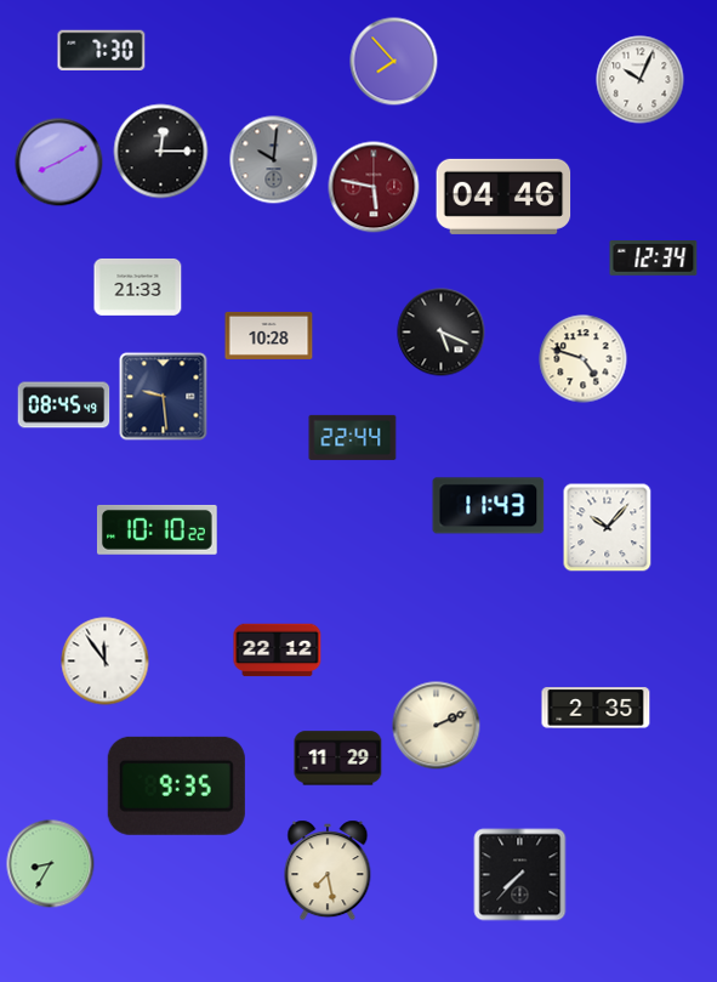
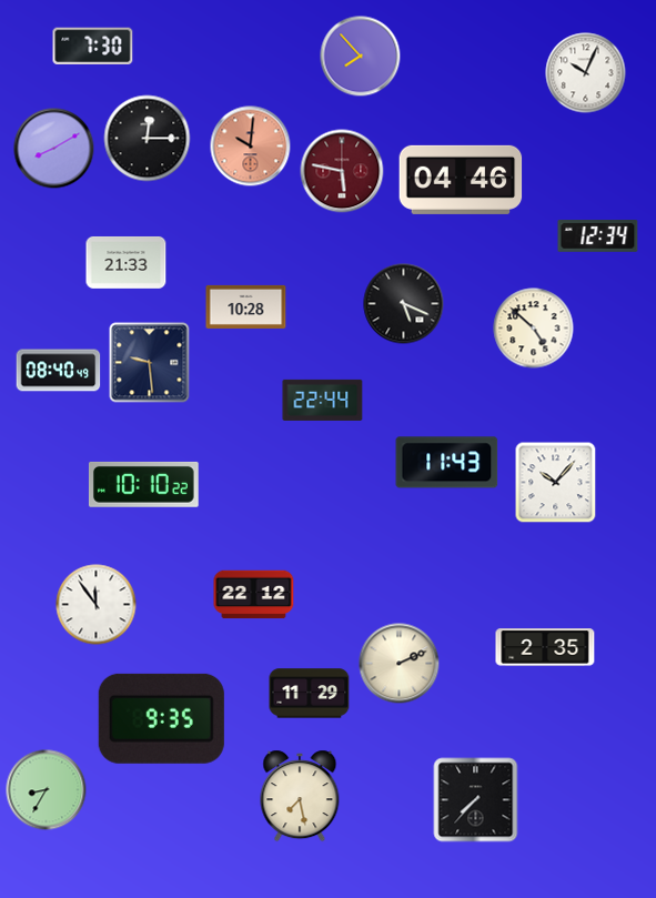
clock at (274, 160) dial: grey -> salmon
clock at (584, 359): 4:48 -> 4:52
clock at (64, 405): 08:45 -> 08:40
